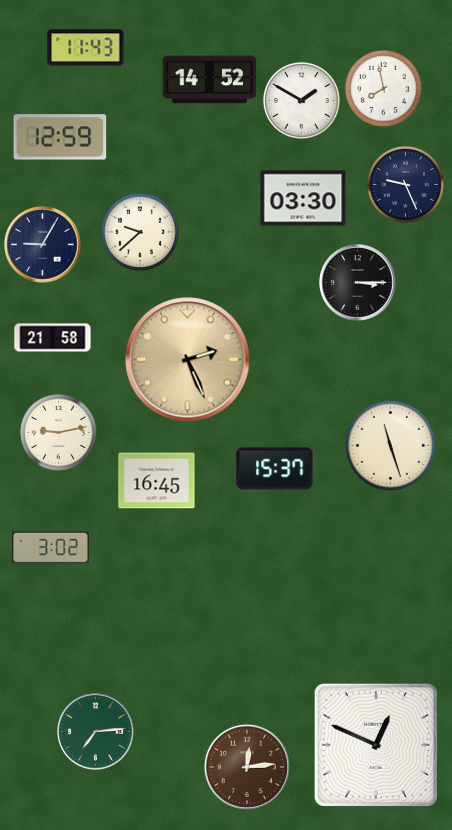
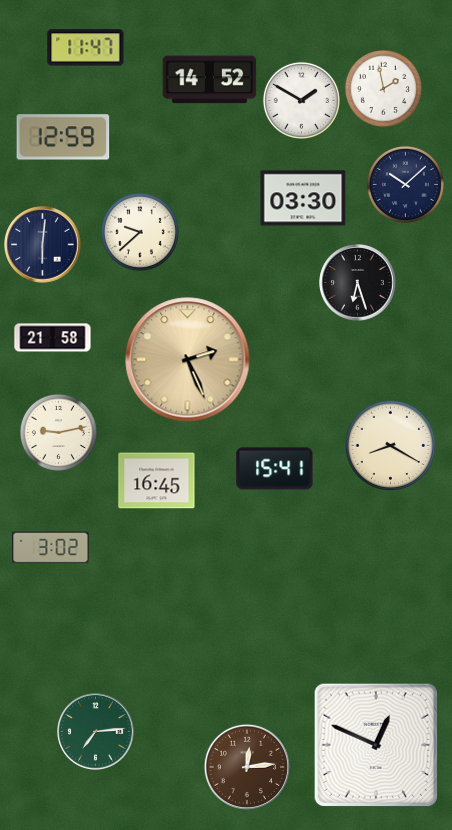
clock at (86, 48): 11:43 -> 11:47
clock at (383, 88): 7:58 -> 1:58
clock at (60, 137) position: (60, 137) -> (63, 137)
clock at (405, 184): 9:26 -> 10:08
clock at (43, 245): 9:05 -> 6:01
clock at (358, 283): 3:15 -> 6:27
clock at (390, 445): 11:27 -> 8:20
clock at (275, 469): 15:37 -> 15:41
